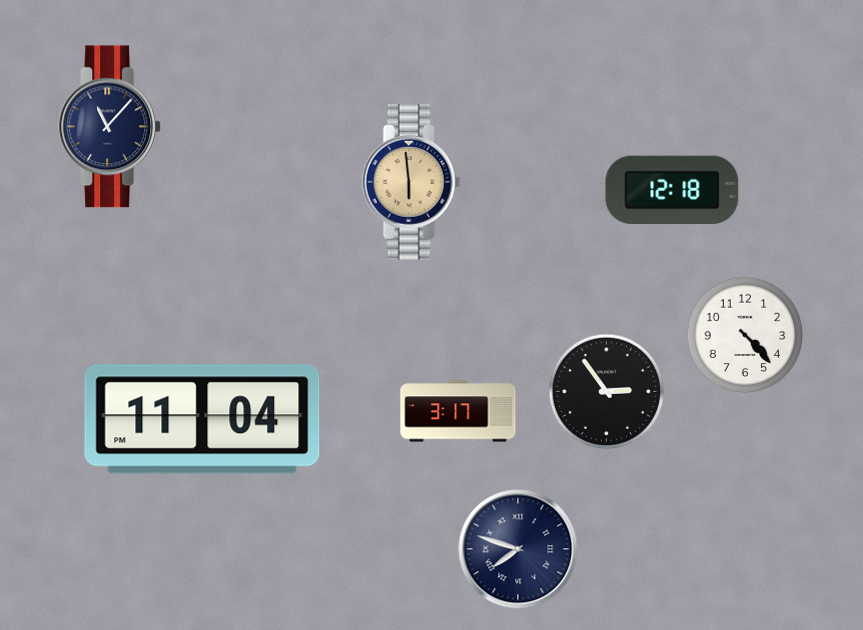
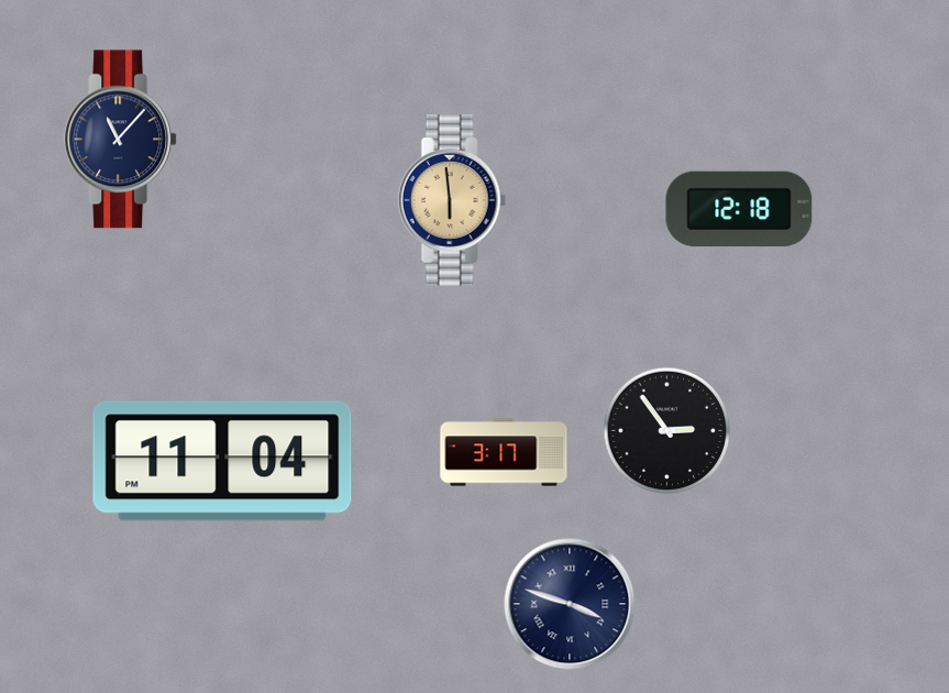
clock at (745, 335): 4:23 -> none
clock at (518, 549): 7:48 -> 3:48
